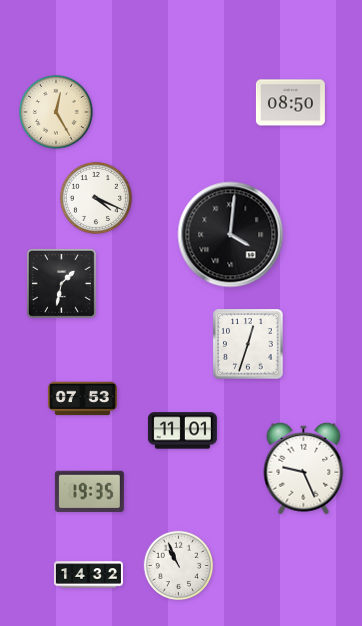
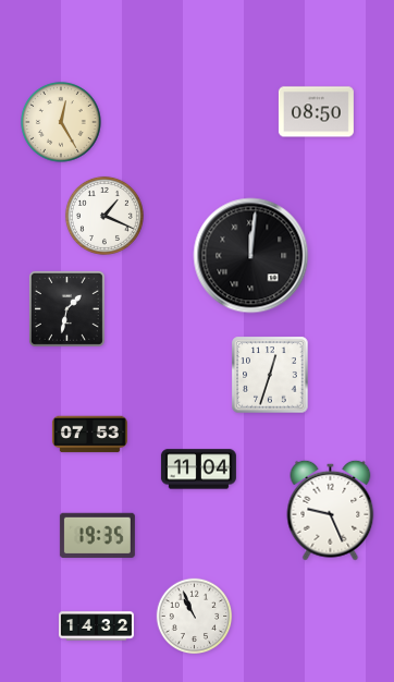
clock at (96, 198): 4:19 -> 1:19
clock at (231, 235): 4:01 -> 12:01
clock at (182, 431): 11:01 -> 11:04
